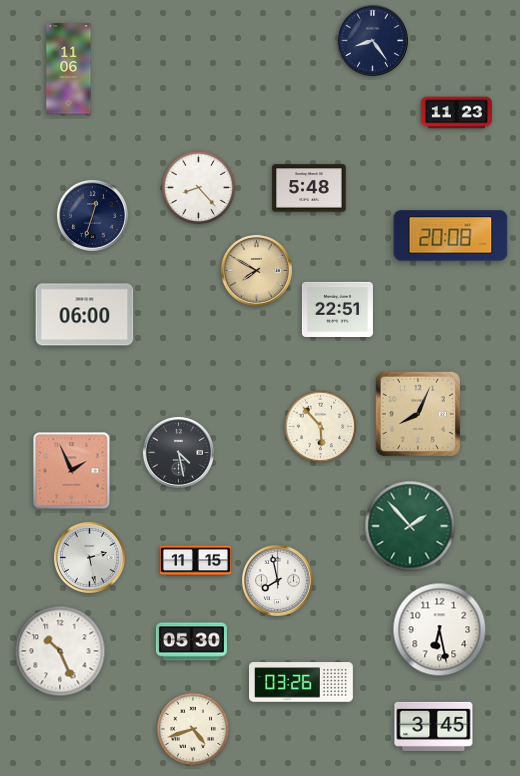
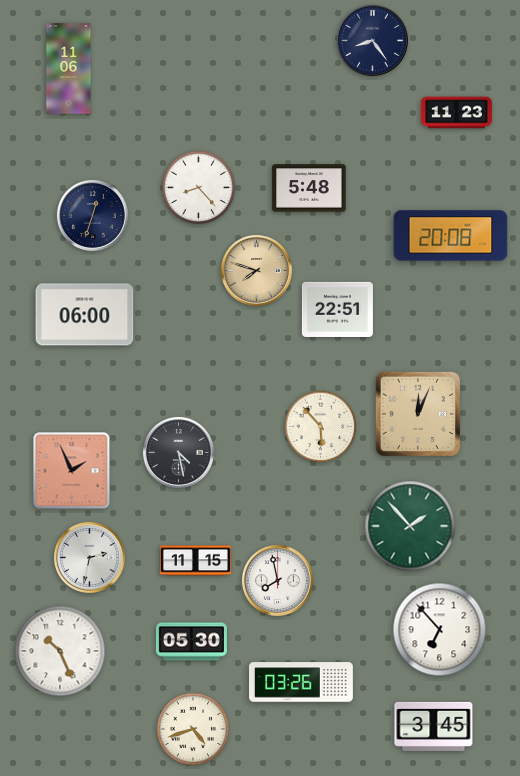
clock at (256, 270): 7:50 -> 7:48
clock at (418, 414): 8:04 -> 12:04
clock at (89, 557): 2:28 -> 2:32
clock at (440, 630): 6:28 -> 6:53
